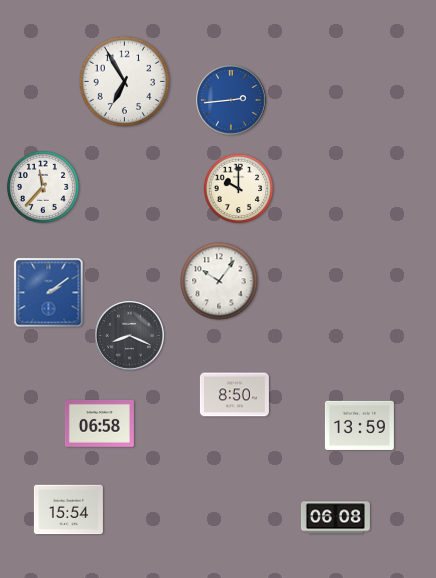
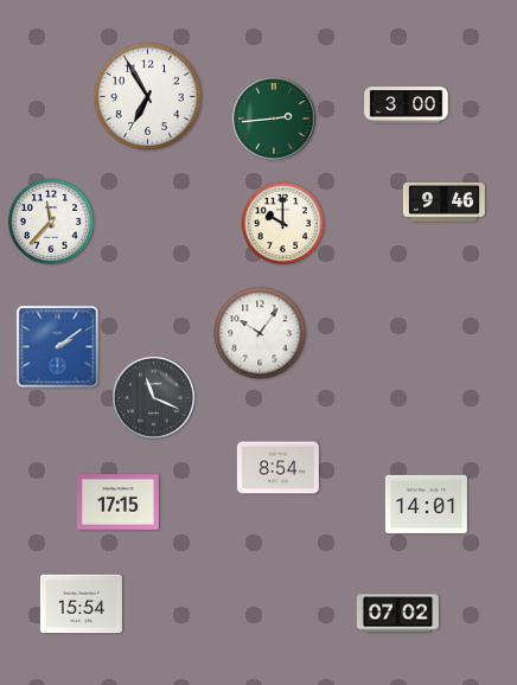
clock at (407, 105): none -> 3:00
clock at (231, 100) dial: blue -> green
clock at (443, 203): none -> 9:46
clock at (130, 336): 8:19 -> 11:19
clock at (234, 395): 8:50 -> 8:54
clock at (99, 424): 06:58 -> 17:15
clock at (359, 425): 13:59 -> 14:01
clock at (335, 518): 06:08 -> 07:02
